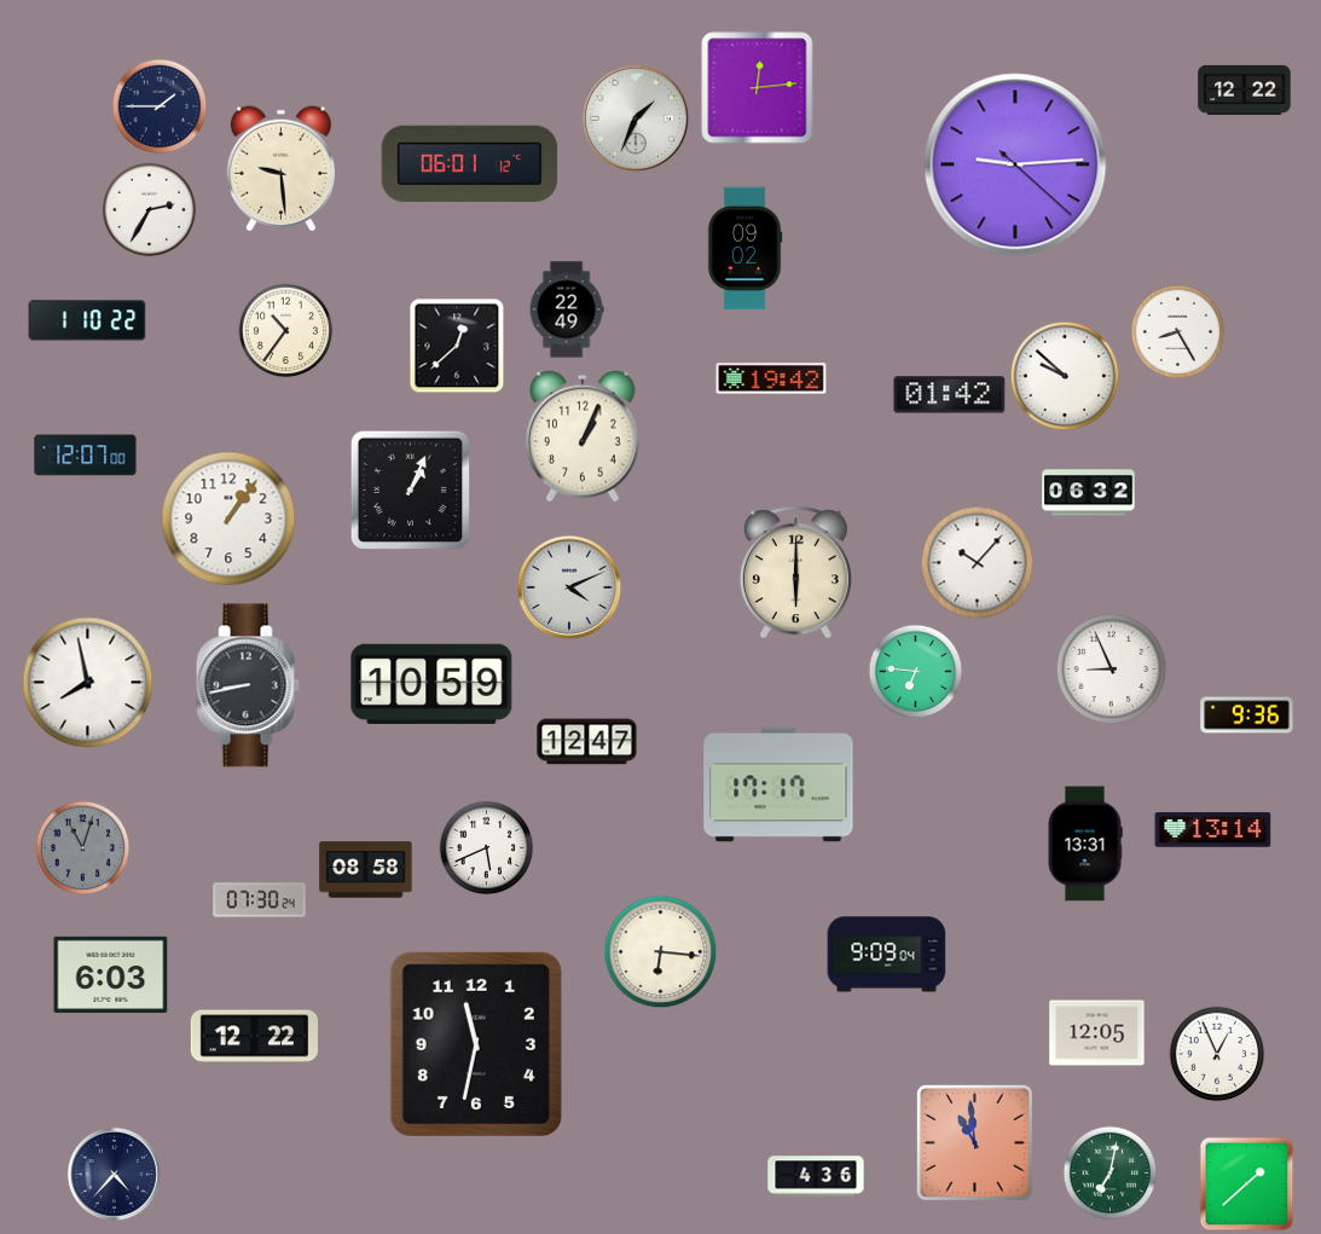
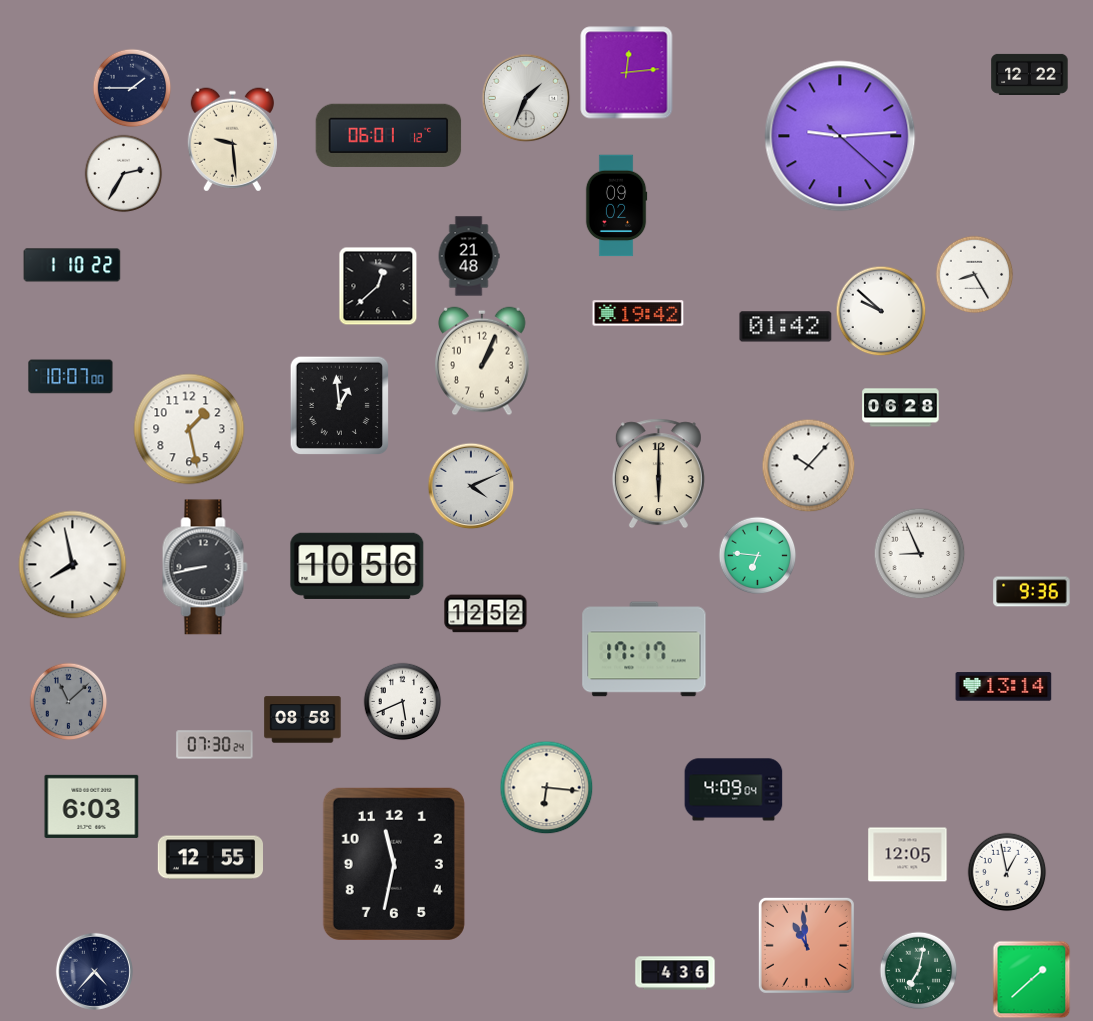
clock at (567, 309): 22:49 -> 21:48
clock at (285, 330): 10:36 -> none
clock at (86, 456): 12:07 -> 10:07
clock at (410, 489): 1:04 -> 12:59
clock at (1089, 493): 06:32 -> 06:28
clock at (228, 518): 1:06 -> 1:28
clock at (431, 684): 10:59 -> 10:56
clock at (587, 742): 12:47 -> 12:52
clock at (1085, 844): 13:31 -> none
clock at (82, 847): 11:03 -> 11:08
clock at (887, 955): 9:09 -> 4:09
clock at (254, 1037): 12:22 -> 12:55
clock at (1217, 1054): 12:56 -> 12:58
